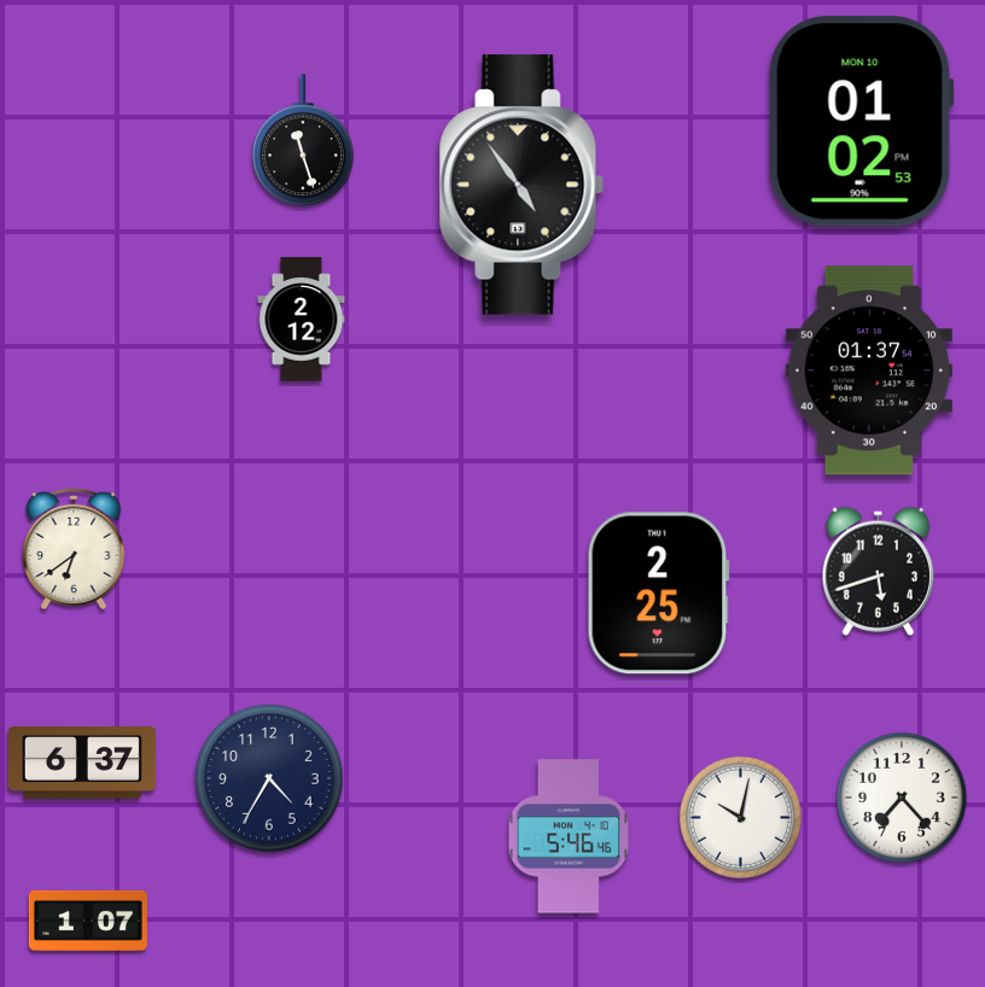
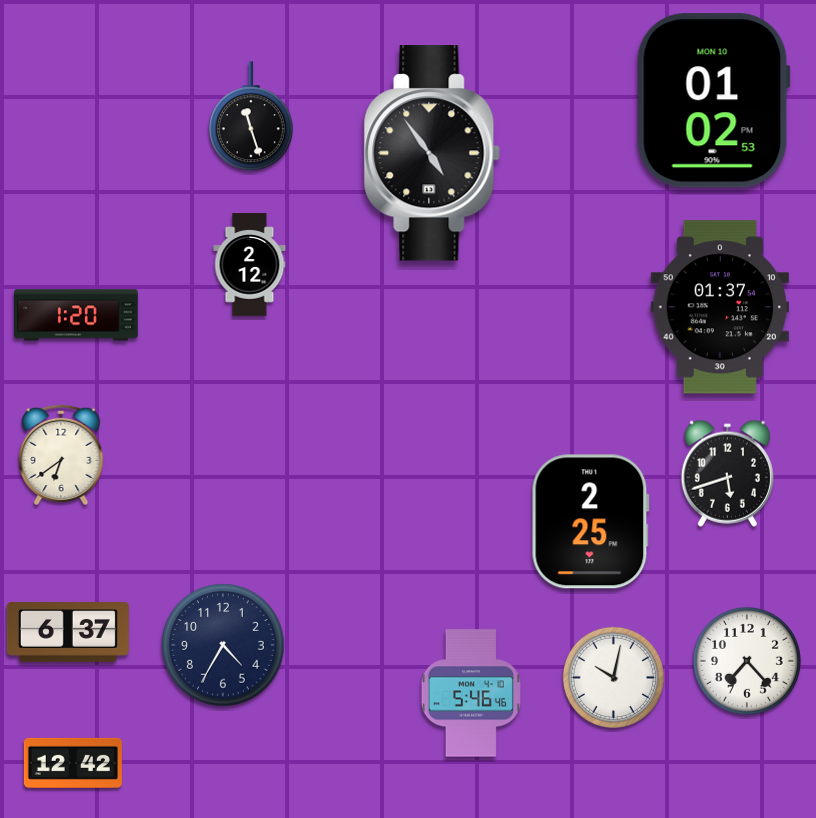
clock at (77, 315): none -> 1:20
clock at (658, 594) position: (658, 594) -> (590, 522)
clock at (88, 921): 1:07 -> 12:42
